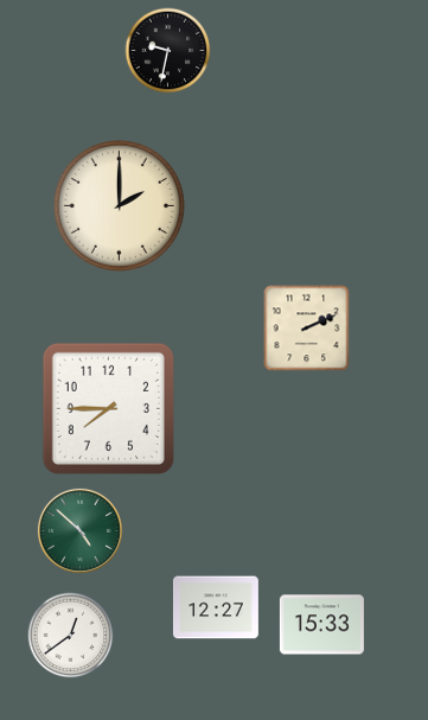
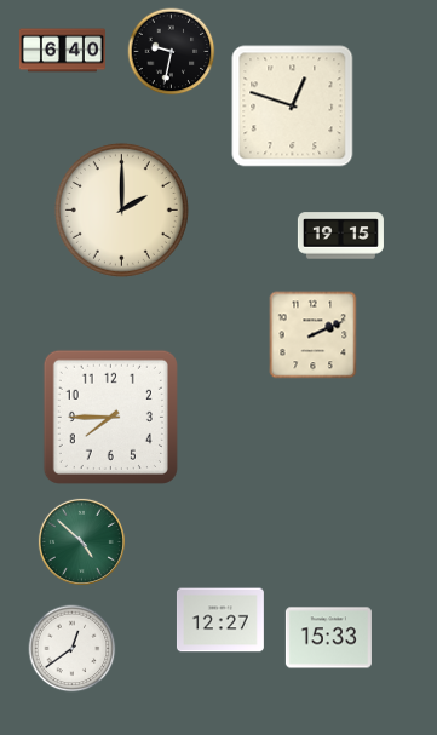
clock at (62, 51): none -> 6:40
clock at (293, 107): none -> 12:48
clock at (340, 236): none -> 19:15
